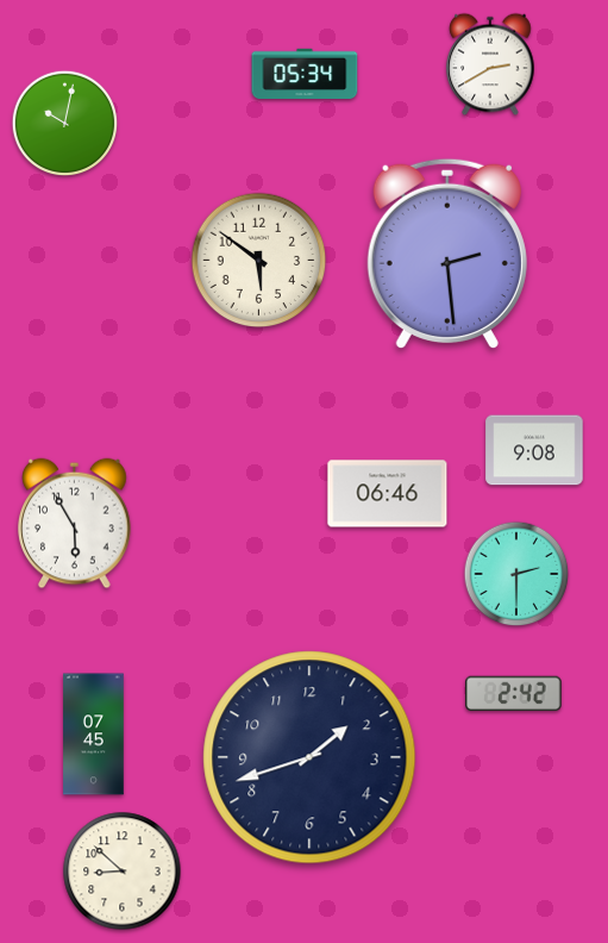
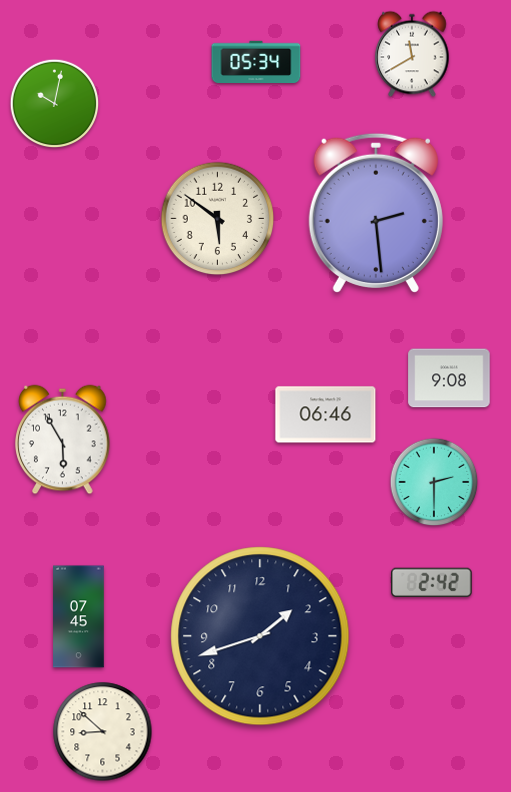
clock at (490, 64): 2:40 -> 11:40
